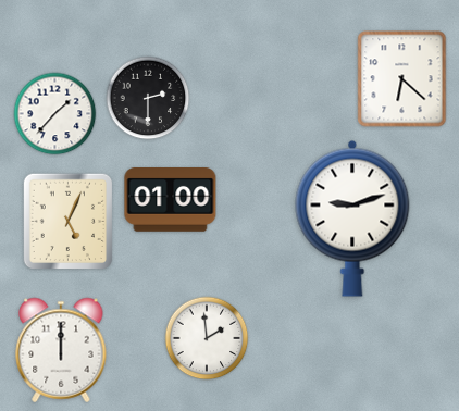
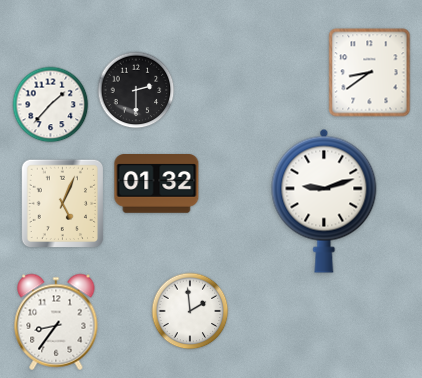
clock at (402, 79): 6:22 -> 8:39
clock at (171, 200): 01:00 -> 01:32
clock at (61, 350): 12:00 -> 8:36
